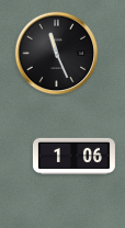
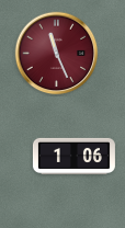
clock at (57, 54) dial: black -> burgundy
